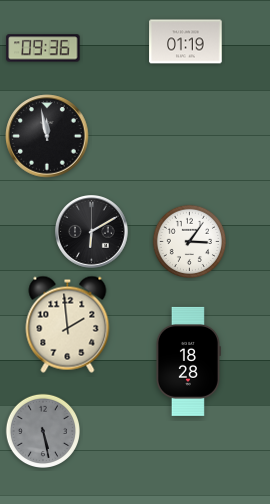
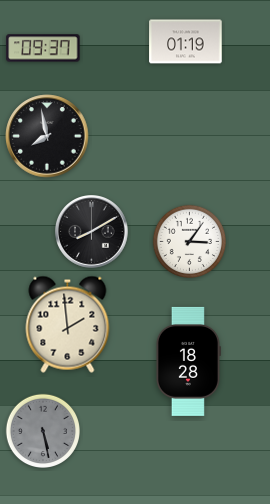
clock at (43, 48): 09:36 -> 09:37
clock at (47, 136): 11:58 -> 7:58
clock at (92, 232): 6:10 -> 8:10
